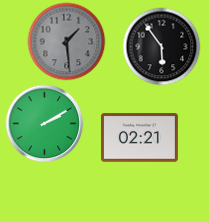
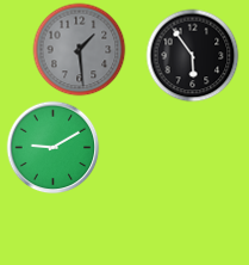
clock at (44, 123): 2:10 -> 9:10
clock at (140, 138): 02:21 -> none
